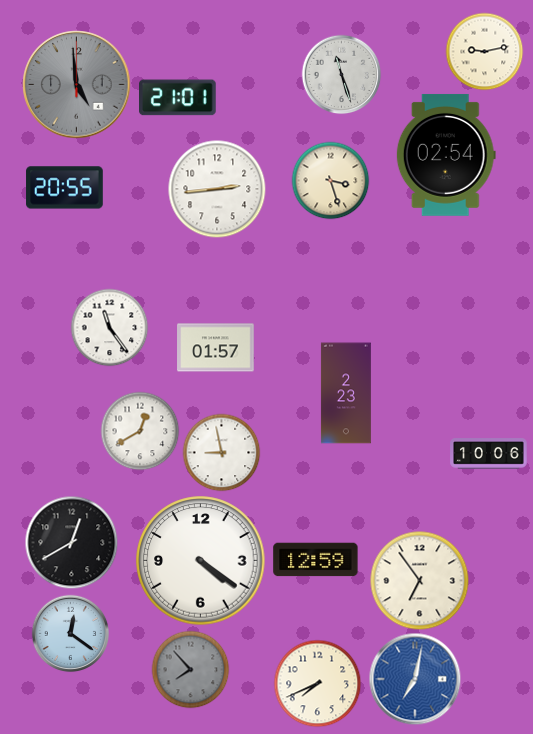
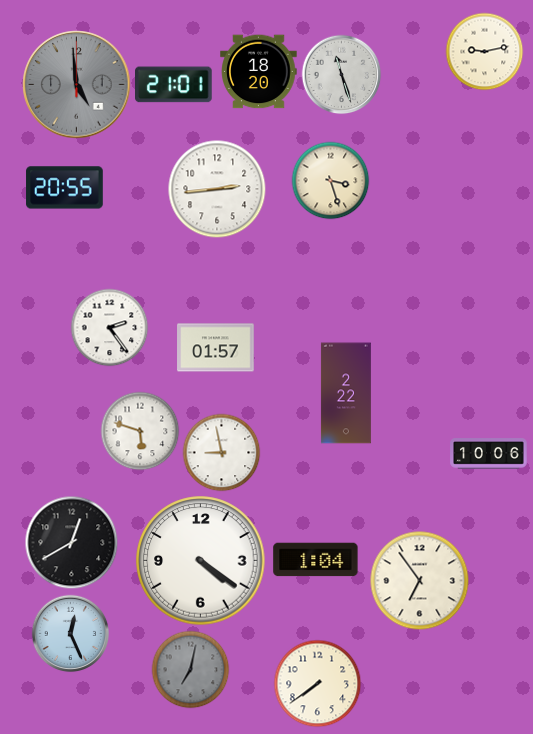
clock at (259, 72): none -> 18:20
clock at (178, 98) position: (178, 98) -> (174, 85)
clock at (446, 155): 02:54 -> none
clock at (109, 327): 11:24 -> 2:24
clock at (346, 393): 2:23 -> 2:22
clock at (140, 431): 12:40 -> 5:48
clock at (316, 560): 12:59 -> 1:04
clock at (70, 633): 12:21 -> 12:26
clock at (190, 669): 7:53 -> 7:02
clock at (415, 679): 7:02 -> none
clock at (317, 683): 7:41 -> 7:39
